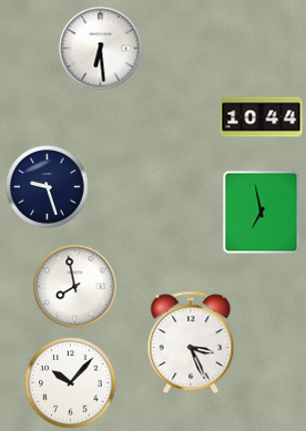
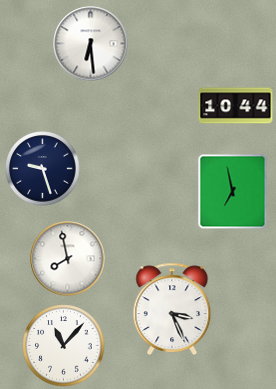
clock at (262, 213) position: (262, 213) -> (233, 192)
clock at (71, 383): 10:07 -> 11:07
